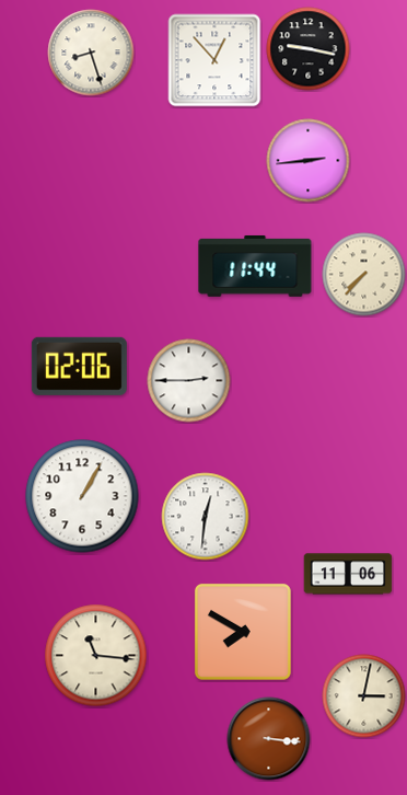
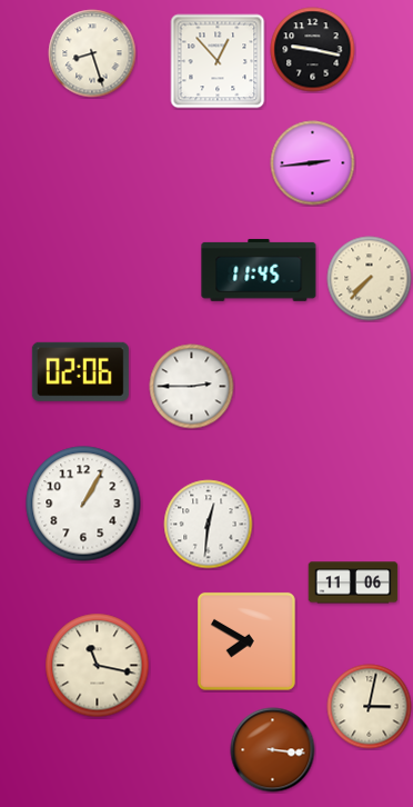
clock at (255, 266): 11:44 -> 11:45
clock at (96, 656): 11:16 -> 11:17
